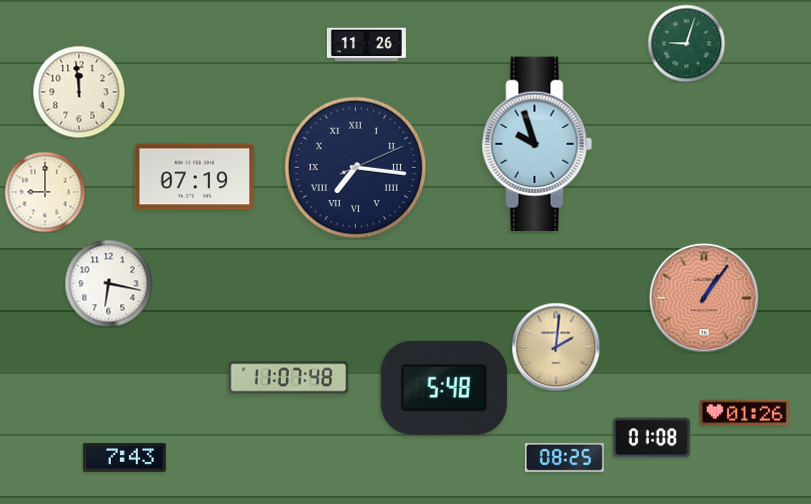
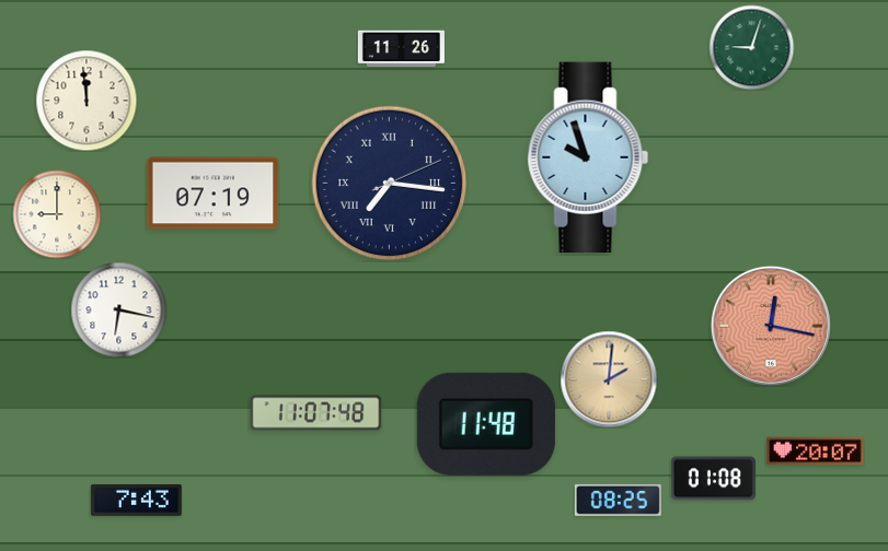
clock at (45, 192) position: (45, 192) -> (57, 214)
clock at (704, 298): 1:06 -> 12:17
clock at (444, 388): 5:48 -> 11:48
clock at (745, 413): 01:26 -> 20:07
